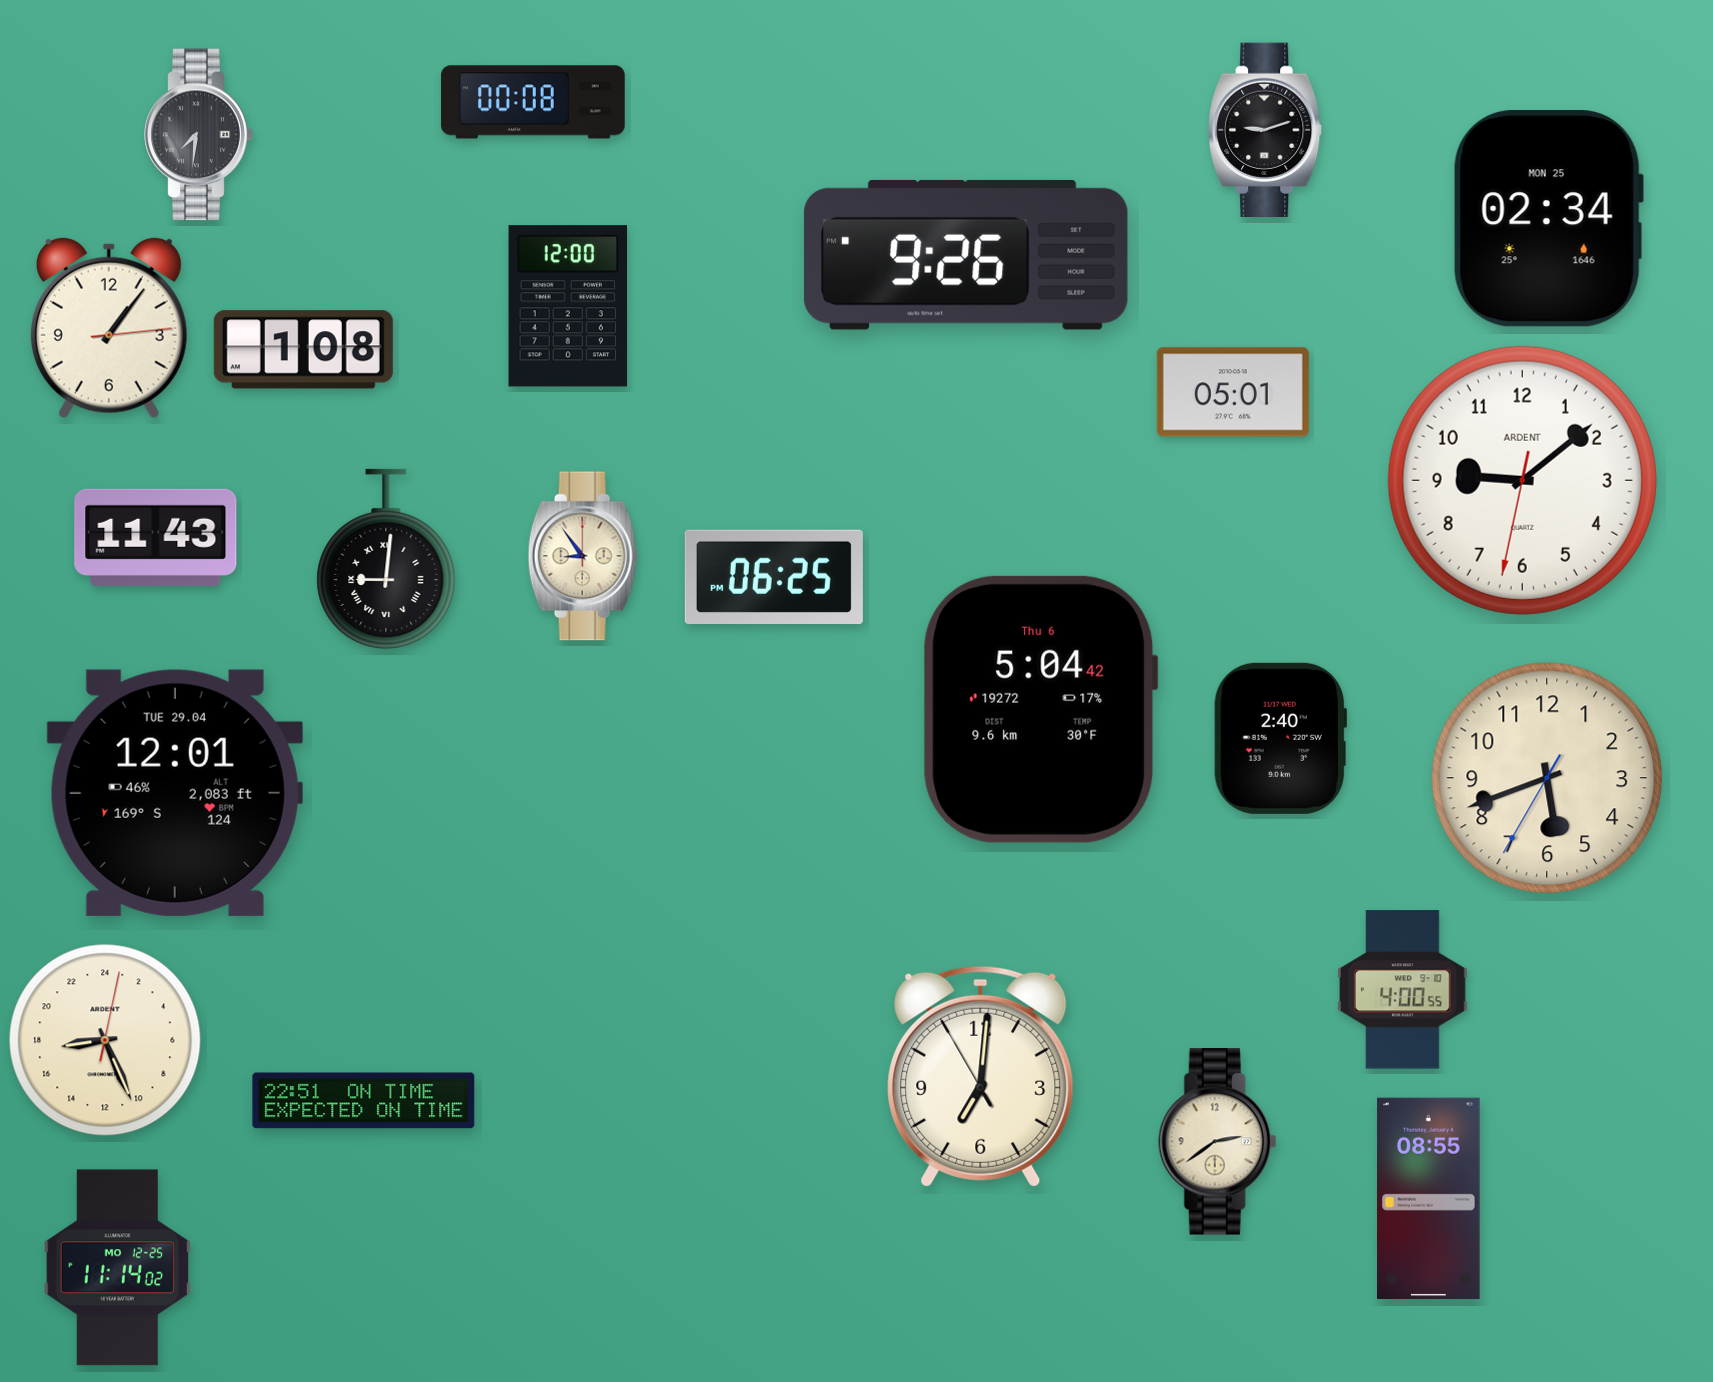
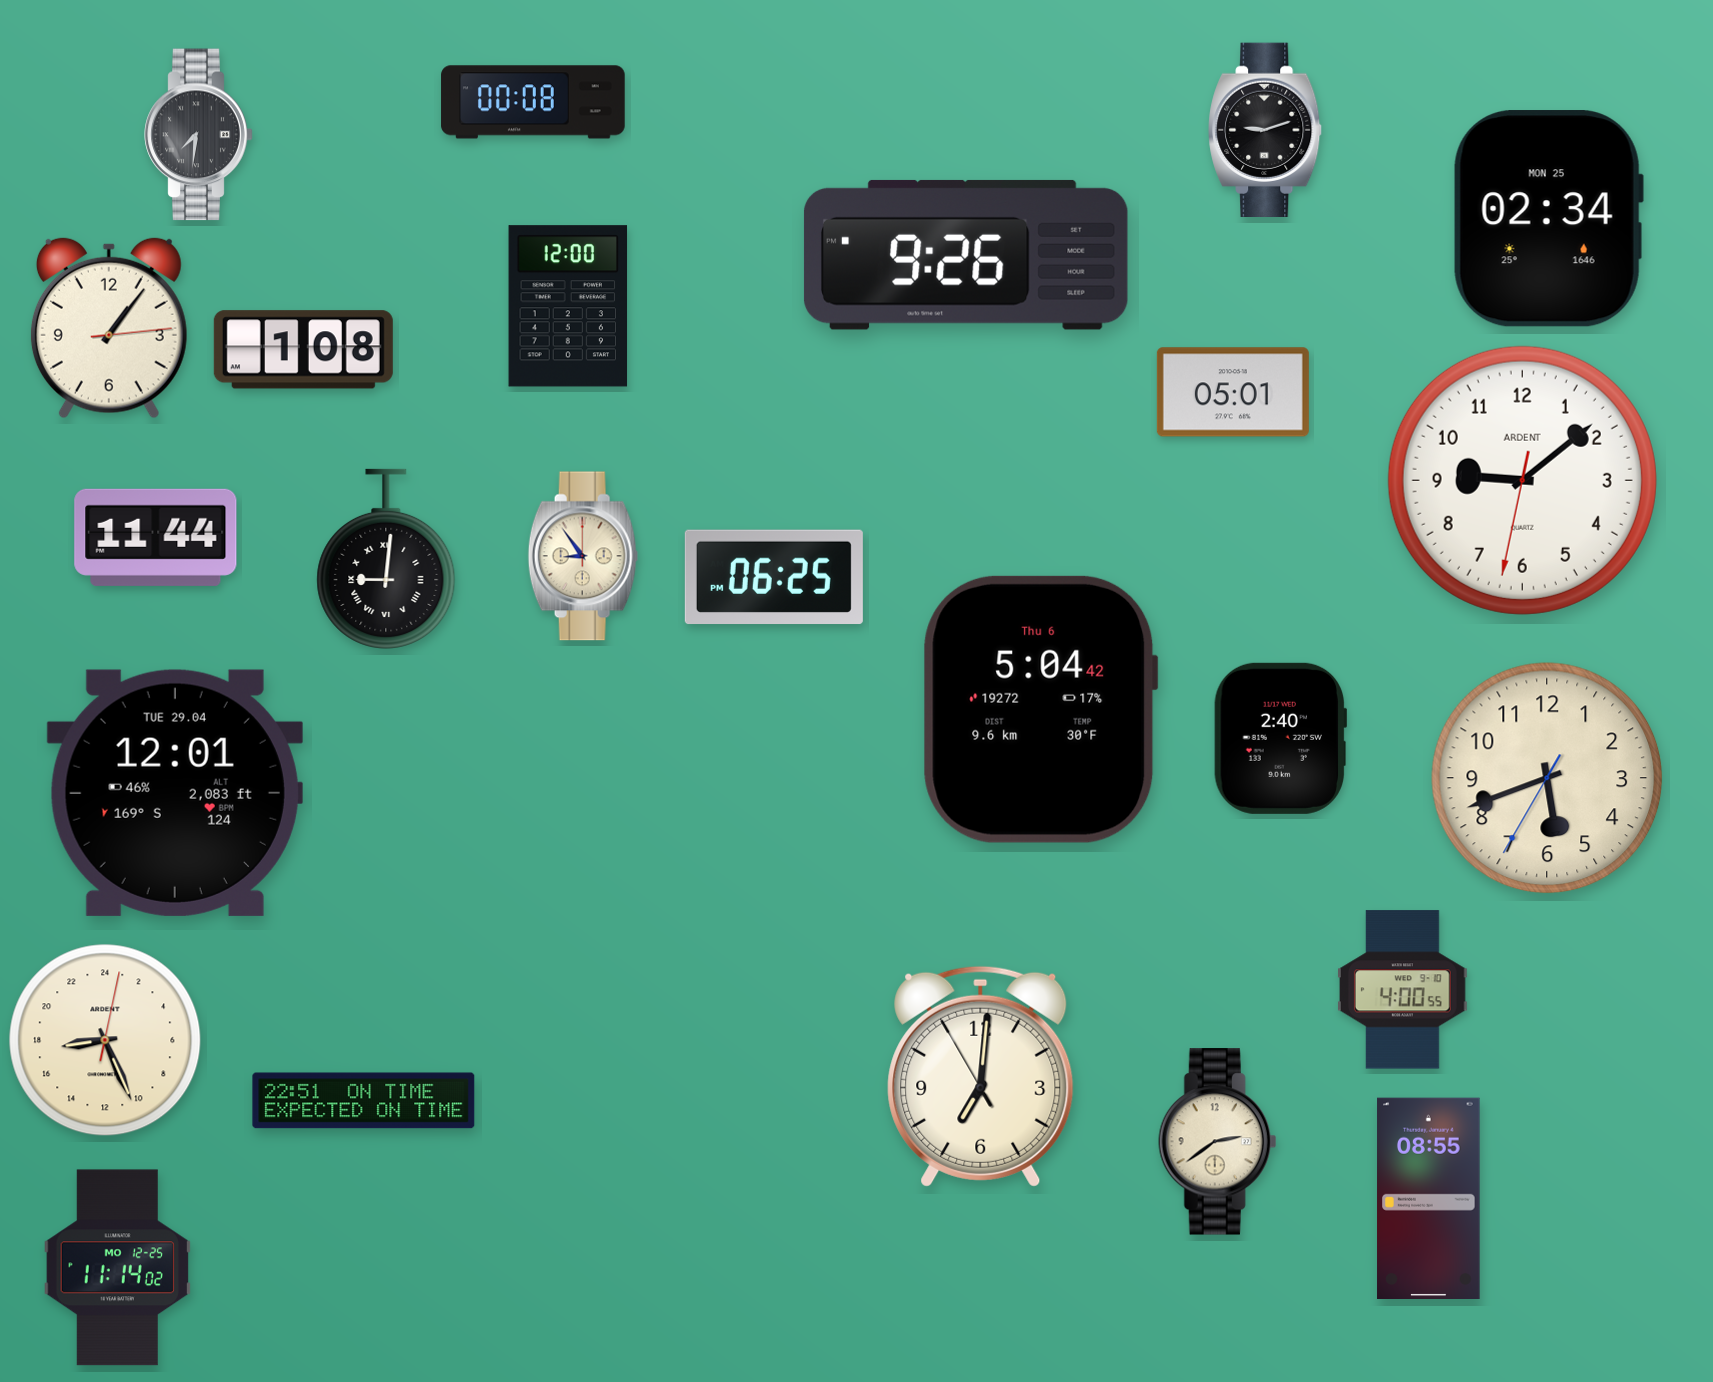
clock at (156, 537): 11:43 -> 11:44
